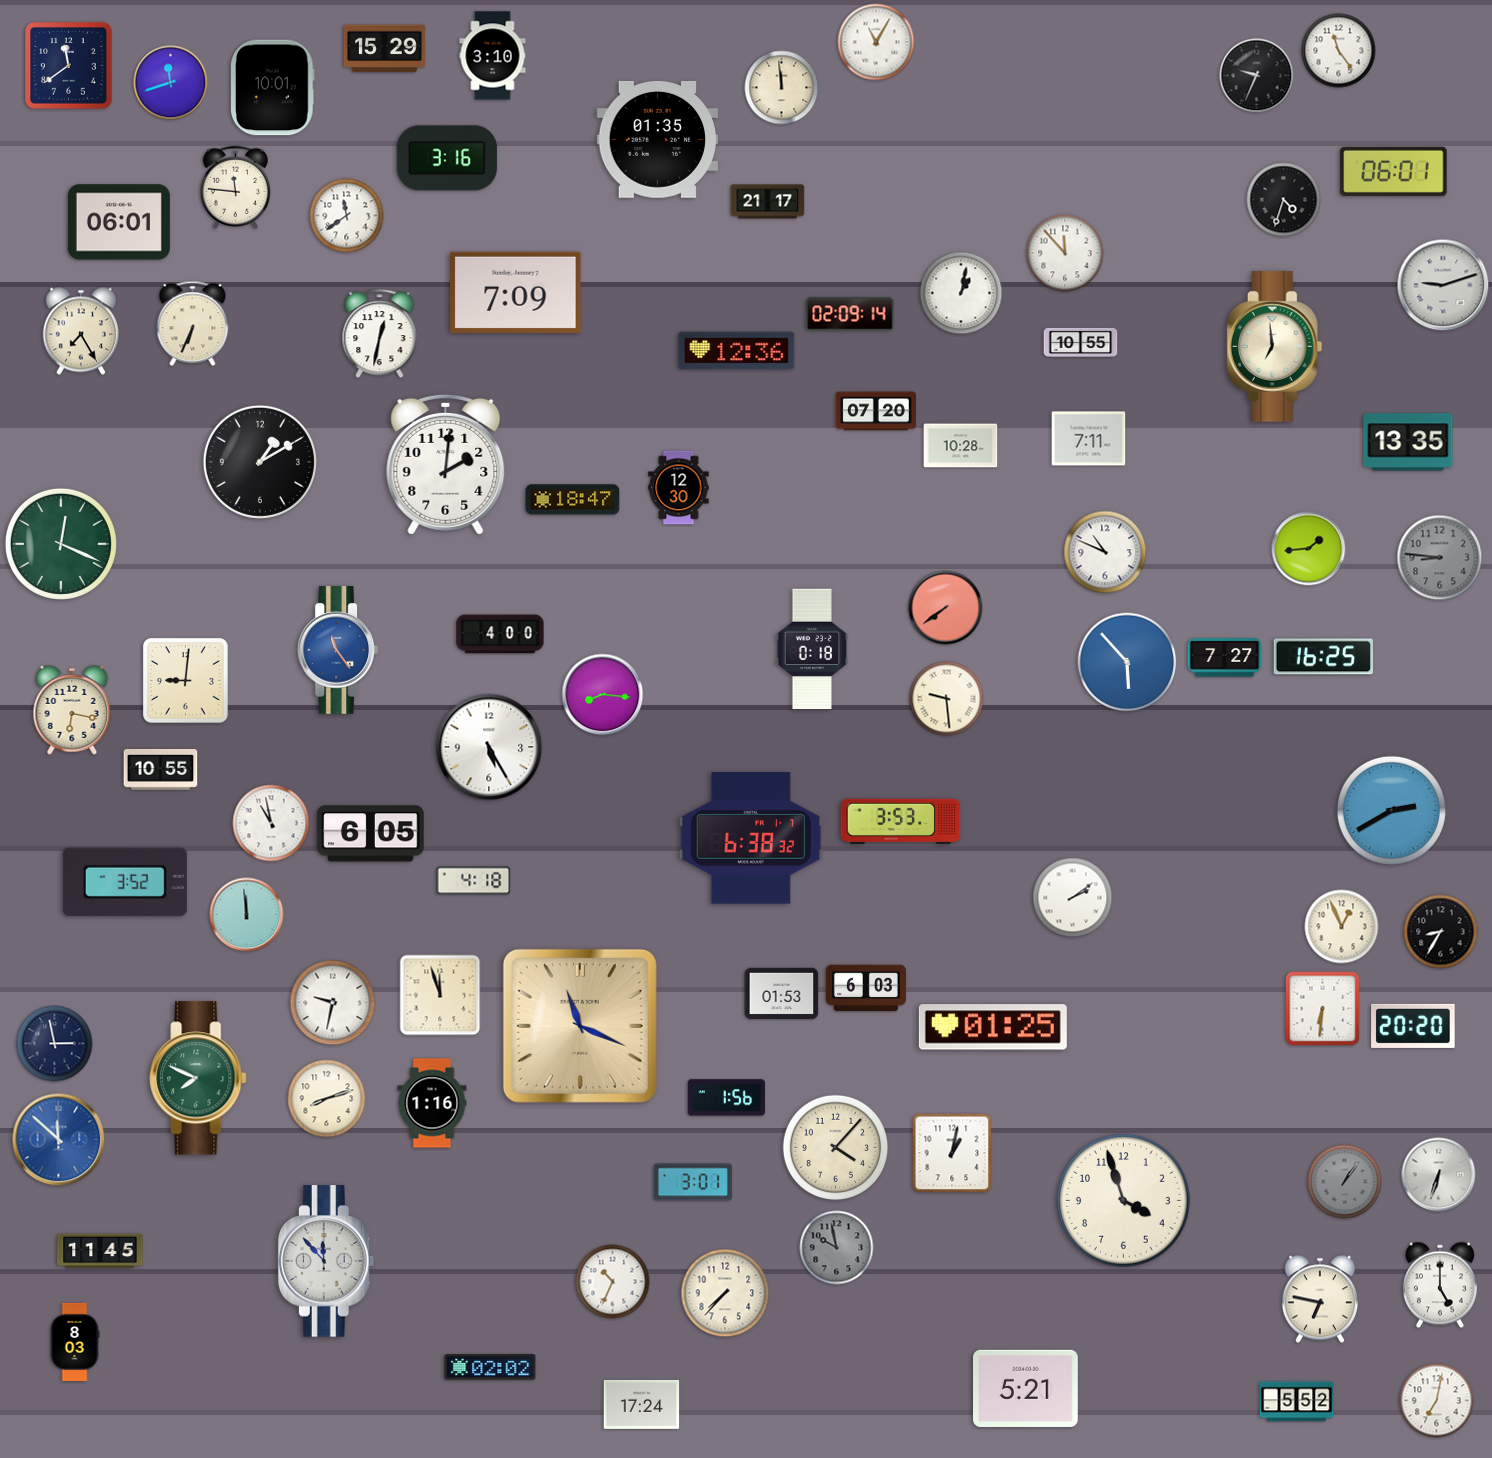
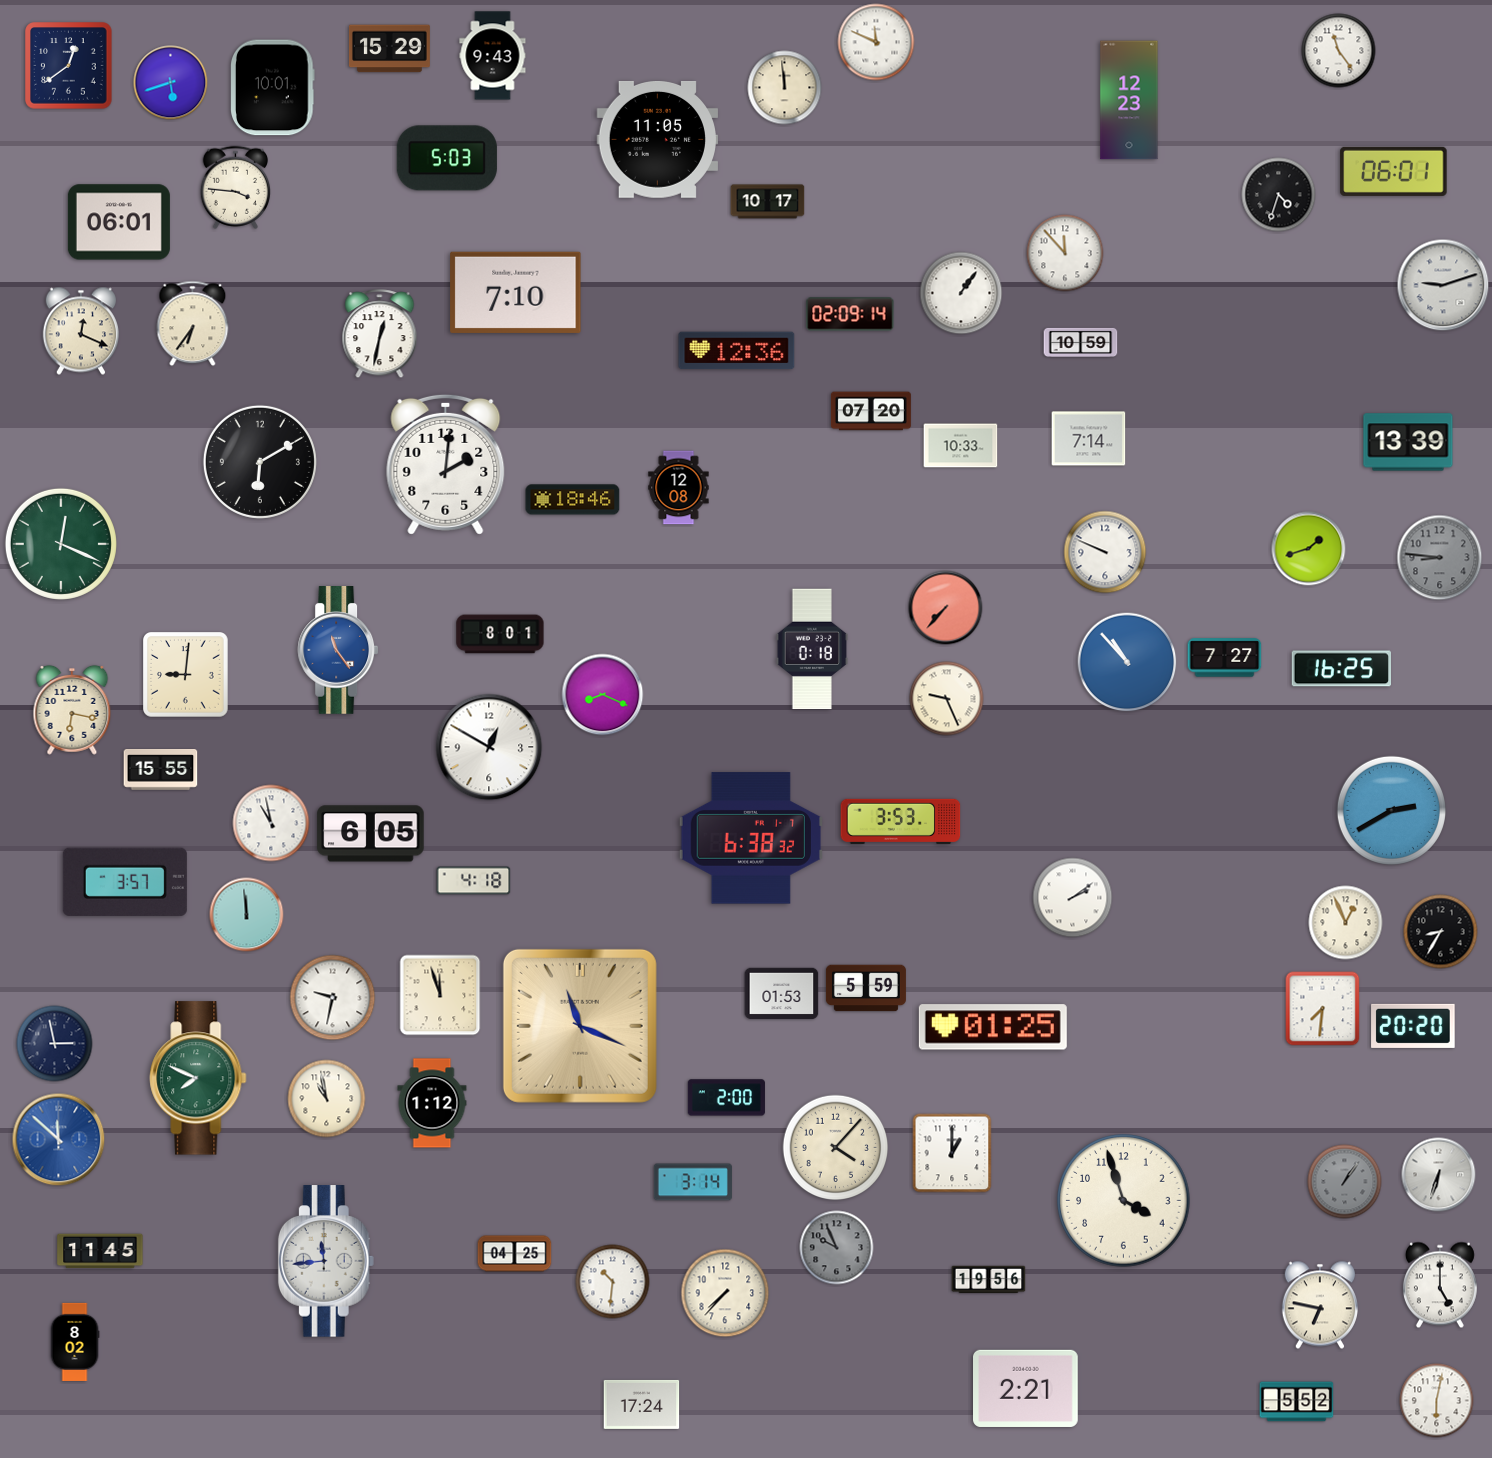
clock at (876, 42): 11:05 -> 11:49
clock at (384, 49) position: (384, 49) -> (389, 49)
clock at (493, 56): 3:10 -> 9:43
clock at (69, 66): 11:39 -> 12:39
clock at (1257, 76): 9:34 -> none
clock at (171, 83): 11:42 -> 5:42
clock at (782, 88) position: (782, 88) -> (785, 88)
clock at (1129, 100): none -> 12:23
clock at (657, 139): 01:35 -> 11:05
clock at (447, 158): 3:16 -> 5:03
clock at (235, 187): 11:46 -> 3:46
clock at (1284, 200) position: (1284, 200) -> (1279, 195)
clock at (768, 202): 21:17 -> 10:17
clock at (347, 216): 11:39 -> none
clock at (516, 292): 7:09 -> 7:10
clock at (961, 293): 1:02 -> 1:06
clock at (193, 324): 6:34 -> 6:36
clock at (80, 331): 7:25 -> 12:19
clock at (1081, 342): 10:55 -> 10:59
clock at (1275, 347): 6:59 -> none
clock at (876, 411) position: (876, 411) -> (871, 411)
clock at (1089, 439): 7:11 -> 7:14
clock at (1408, 442): 13:35 -> 13:39
clock at (961, 446): 10:28 -> 10:33
clock at (260, 462): 1:10 -> 6:10
clock at (679, 488): 12:30 -> 12:08
clock at (573, 500): 18:47 -> 18:46
clock at (1309, 549): 1:44 -> 1:42
clock at (1105, 552): 10:49 -> 9:49
clock at (946, 608): 7:39 -> 7:37
clock at (500, 634): 4:00 -> 8:01
clock at (1323, 657) position: (1323, 657) -> (1341, 669)
clock at (1127, 662): 5:53 -> 10:53
clock at (186, 681) position: (186, 681) -> (186, 675)
clock at (603, 695): 8:16 -> 8:19
clock at (947, 699): 9:29 -> 9:26
clock at (489, 747): 5:25 -> 12:50
clock at (161, 770): 10:55 -> 15:55
clock at (125, 882): 3:52 -> 3:57
clock at (1342, 927) position: (1342, 927) -> (1346, 923)
clock at (866, 988): 6:03 -> 5:59
clock at (333, 1003) position: (333, 1003) -> (333, 998)
clock at (1323, 1009): 6:31 -> 7:31
clock at (726, 1098): 1:56 -> 2:00
clock at (327, 1099): 8:12 -> 10:58
clock at (432, 1103): 1:16 -> 1:12
clock at (952, 1153): 1:02 -> 1:00
clock at (693, 1182): 3:01 -> 3:14
clock at (837, 1248): 9:58 -> 9:56
clock at (515, 1254): none -> 04:25
clock at (326, 1261): 11:53 -> 11:44
clock at (989, 1280): none -> 19:56
clock at (613, 1282): 10:34 -> 10:31
clock at (1319, 1299) position: (1319, 1299) -> (1319, 1305)
clock at (75, 1342): 8:03 -> 8:02
clock at (490, 1367): 02:02 -> none
clock at (1026, 1388): 5:21 -> 2:21
clock at (1437, 1401): 7:02 -> 6:02
